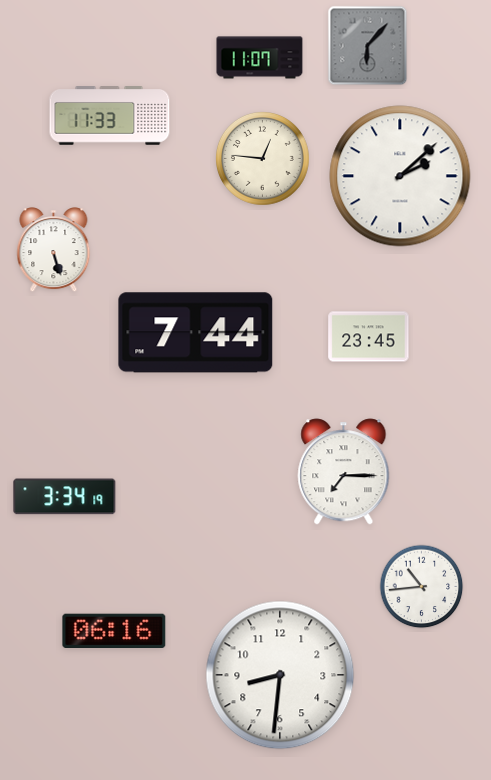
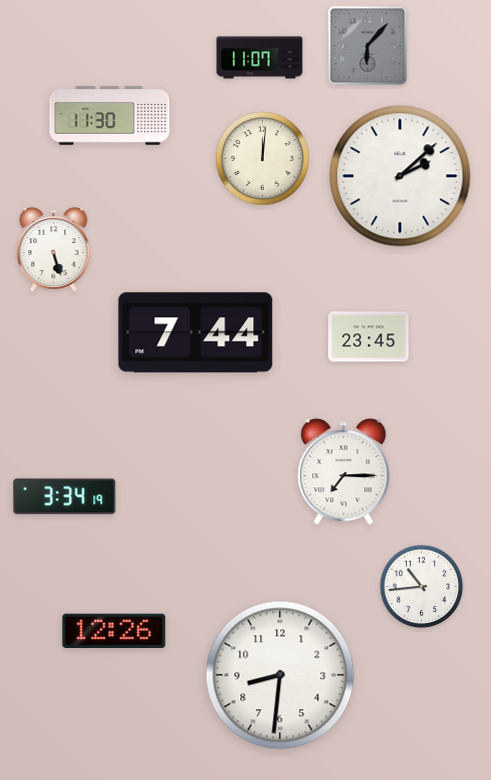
clock at (110, 116): 11:33 -> 11:30
clock at (263, 159): 12:46 -> 12:01
clock at (114, 630): 06:16 -> 12:26
